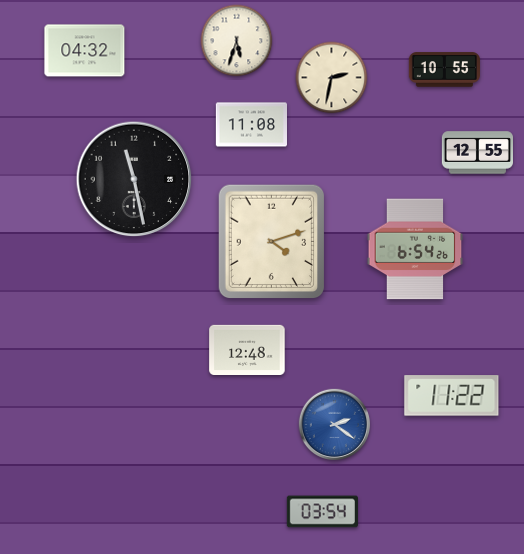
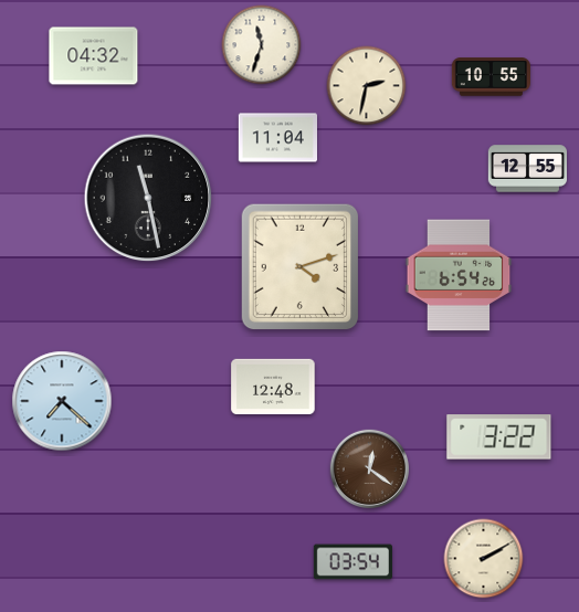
clock at (237, 41): 5:33 -> 11:33
clock at (251, 125): 11:08 -> 11:04
clock at (62, 401): none -> 7:22
clock at (452, 396): 11:22 -> 3:22
clock at (334, 424): 2:21 -> 12:21
clock at (334, 424) dial: blue -> brown
clock at (484, 559): none -> 2:10
clock at (322, 512) position: (322, 512) -> (352, 562)
